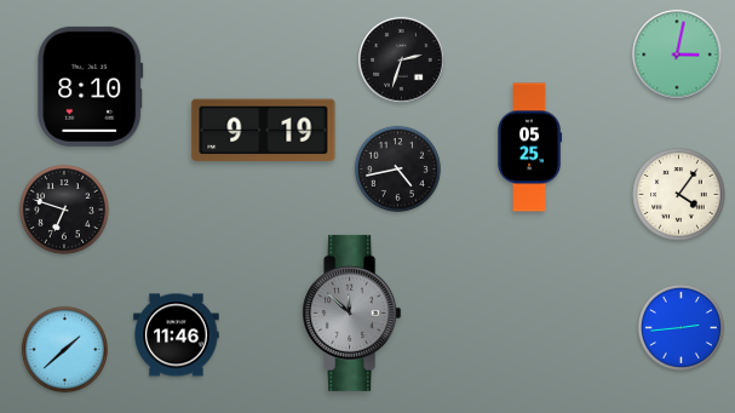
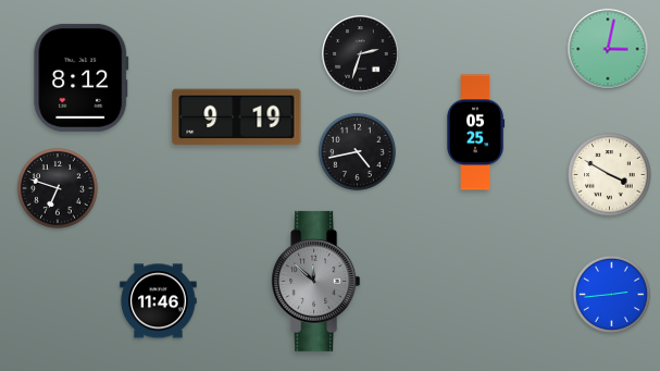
clock at (91, 86): 8:10 -> 8:12
clock at (679, 195): 4:06 -> 3:50
clock at (64, 349): 1:38 -> none
